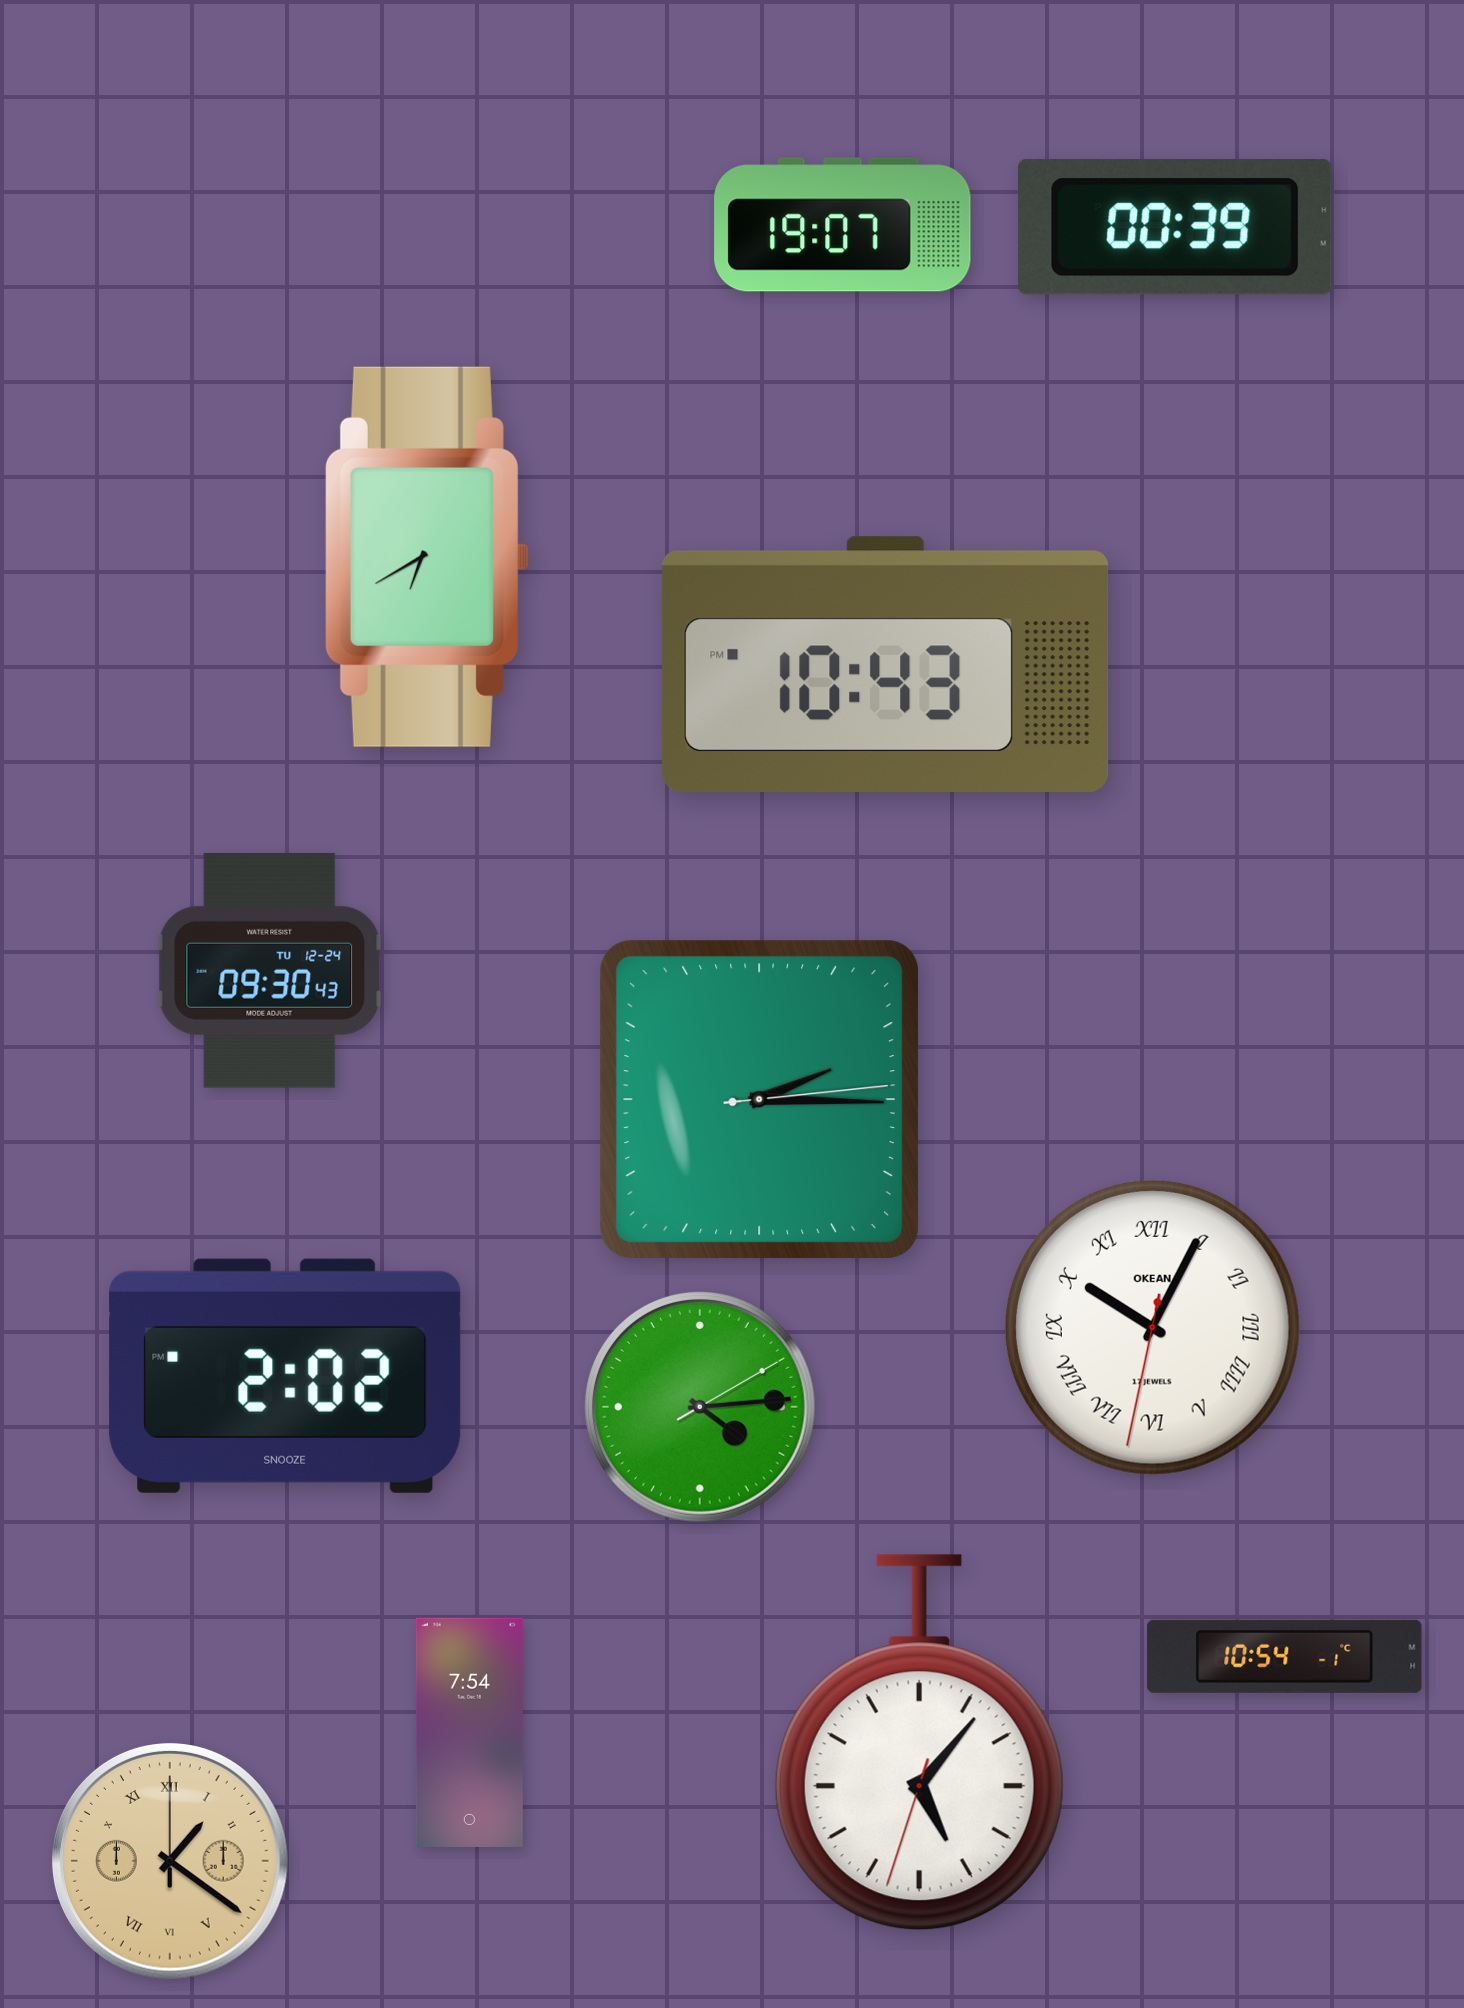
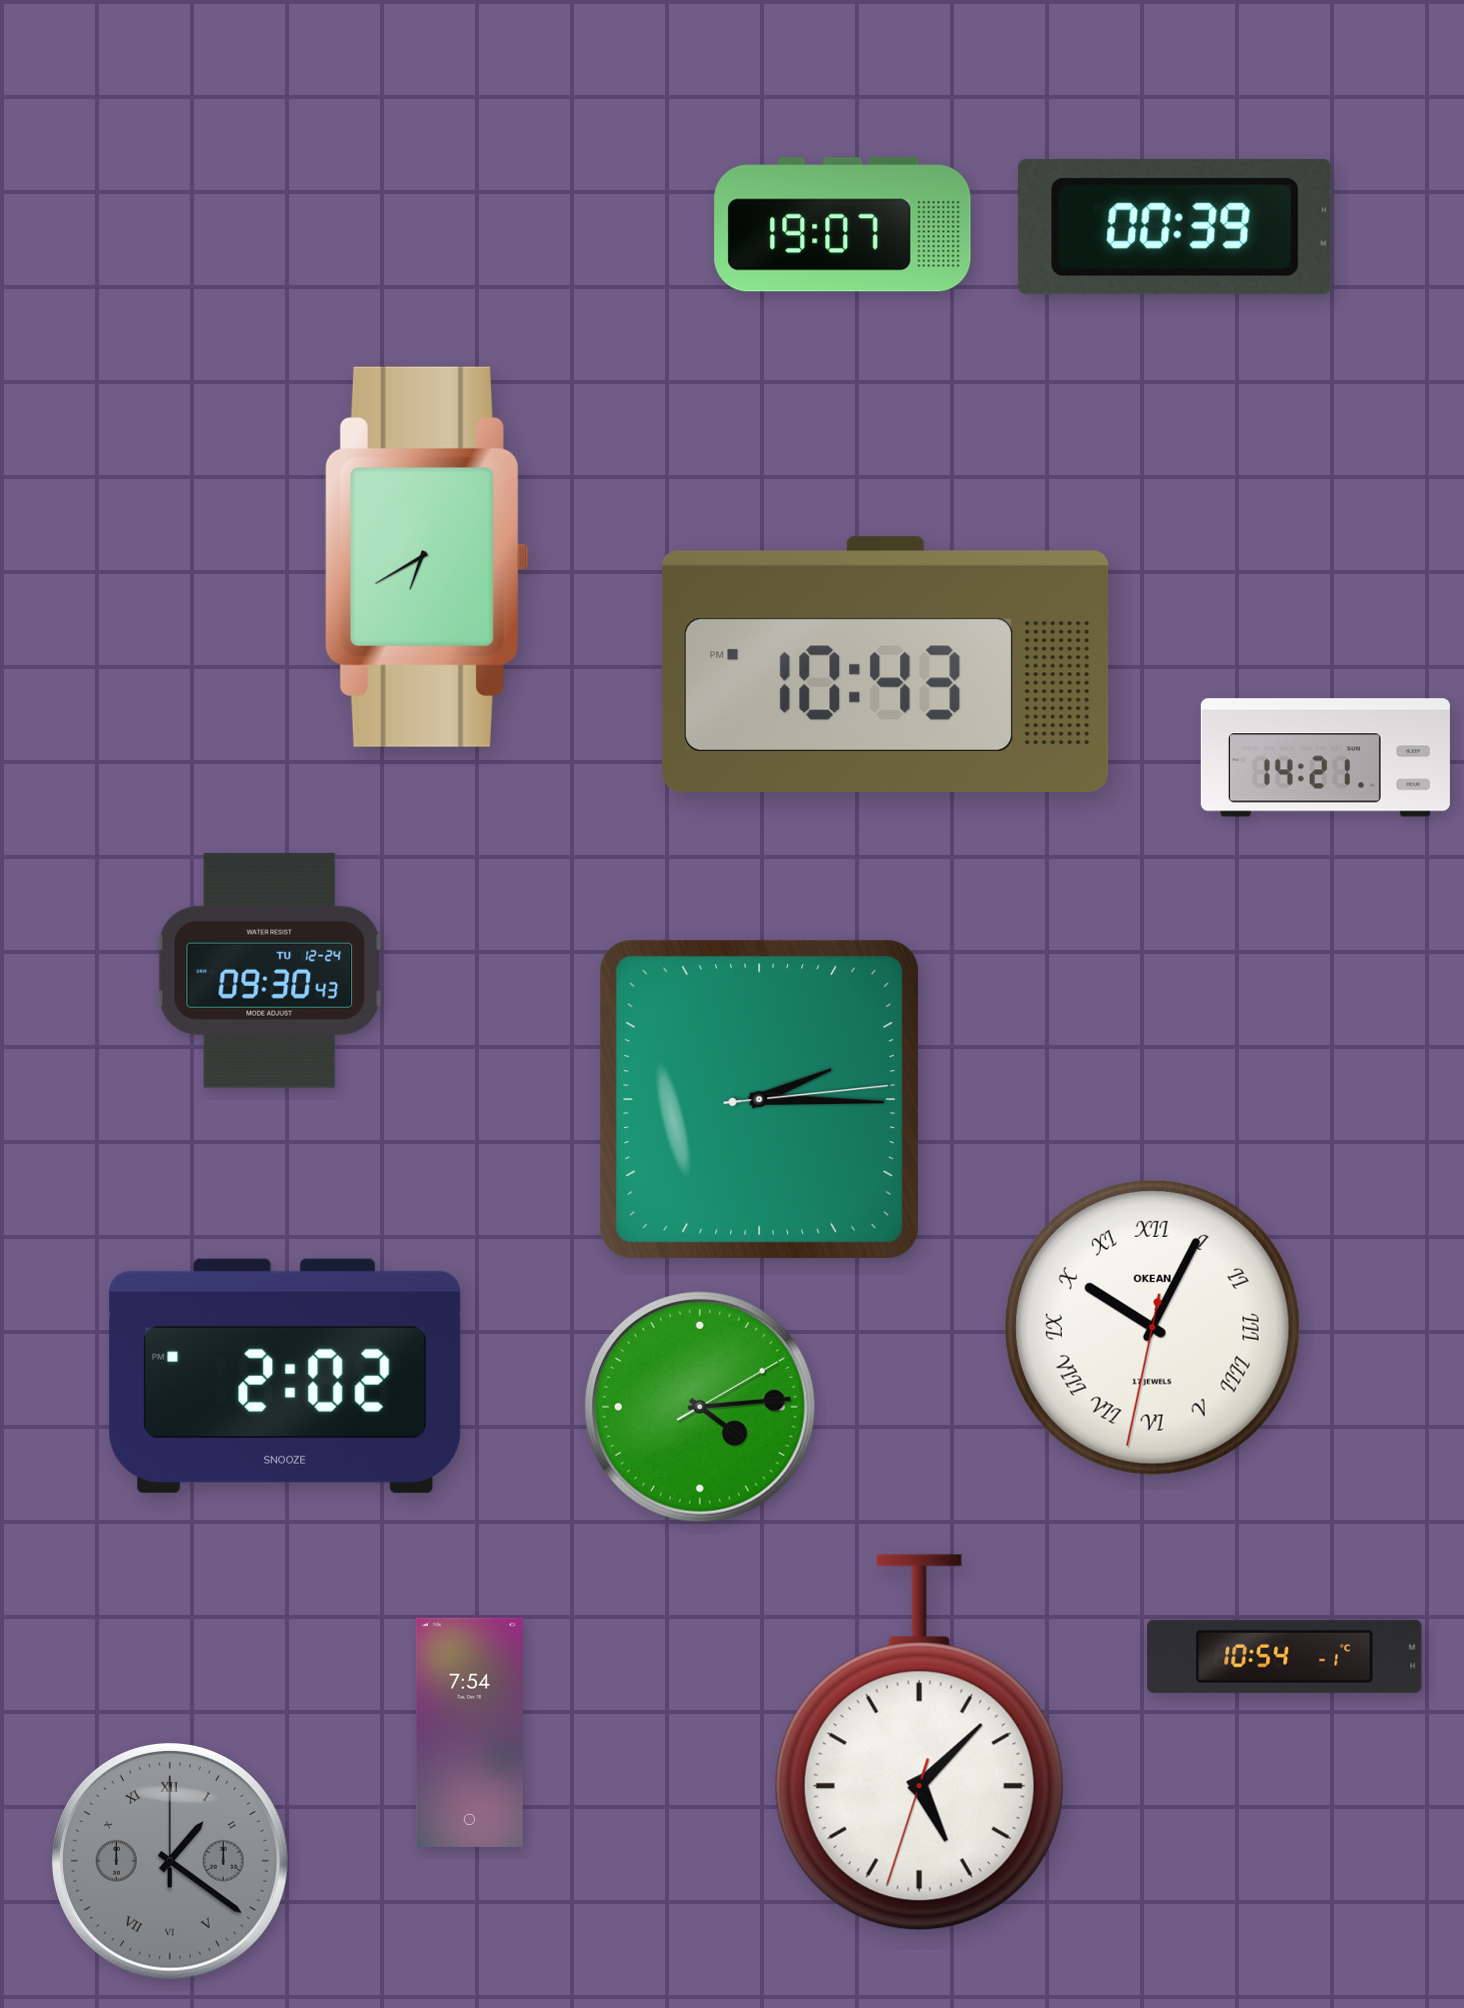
clock at (1325, 758): none -> 14:21
clock at (919, 1743): 5:06 -> 5:07
clock at (170, 1861) dial: champagne -> grey
